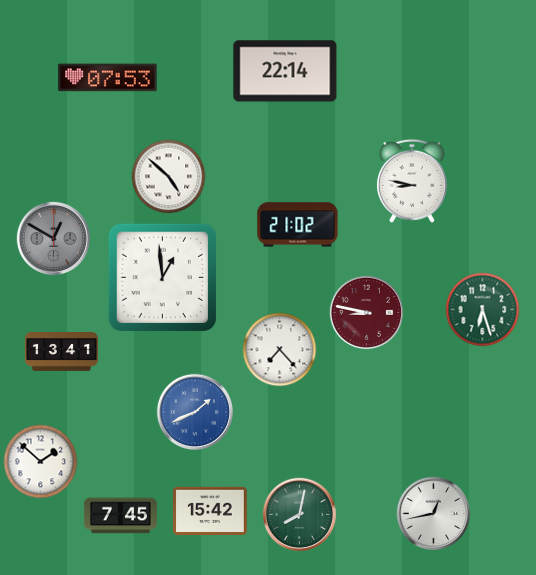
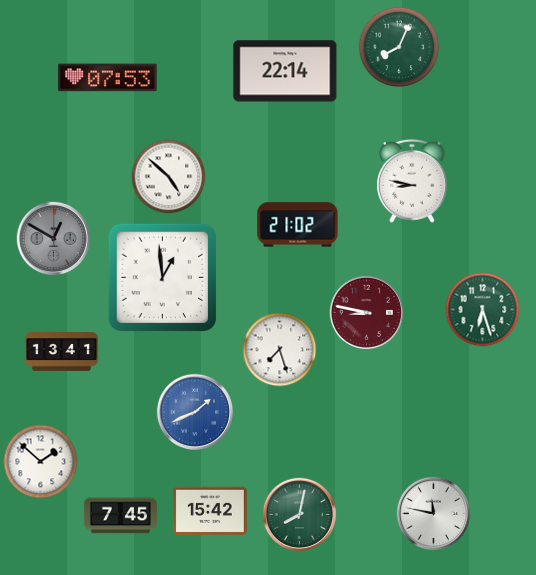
clock at (399, 47): none -> 8:04
clock at (280, 350): 7:23 -> 7:27
clock at (434, 514): 12:43 -> 11:47
